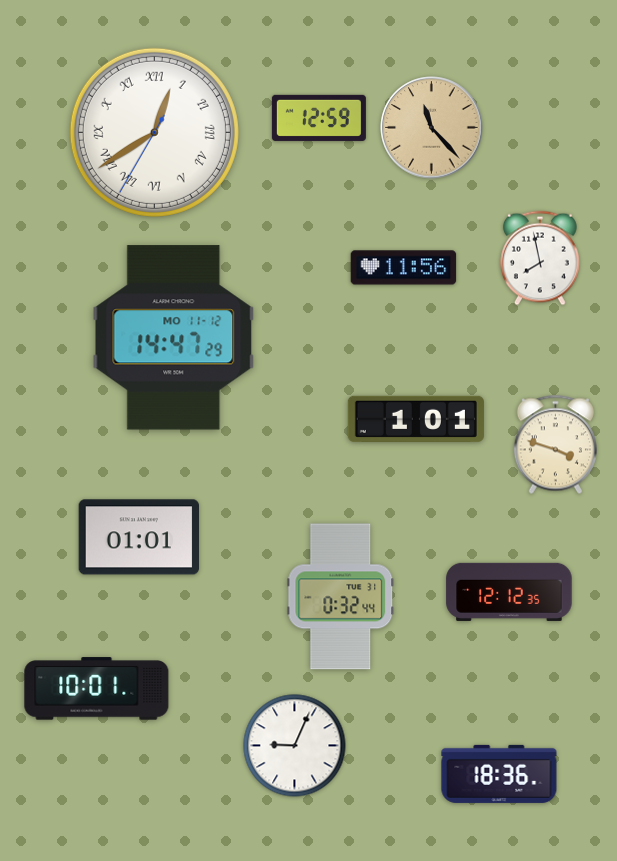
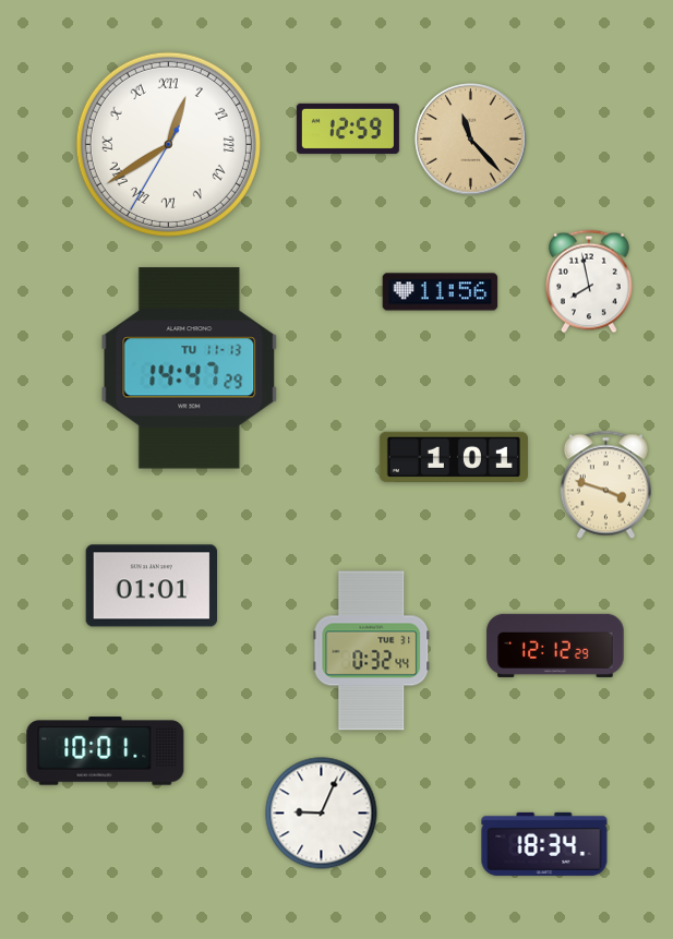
clock at (174, 338) date: MO 11-12 -> TU 11-13
clock at (509, 592): 12:12:35 -> 12:12:29
clock at (499, 774): 18:36 -> 18:34
